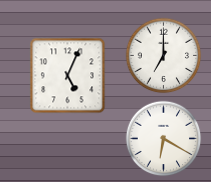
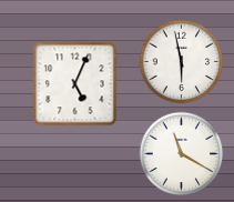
clock at (164, 56): 7:00 -> 5:58
clock at (164, 139): 6:20 -> 11:20
